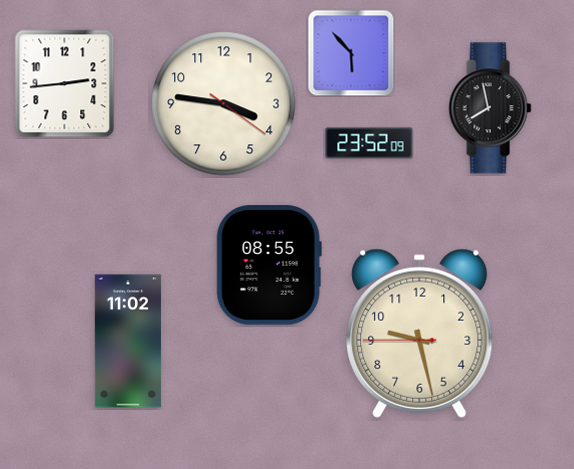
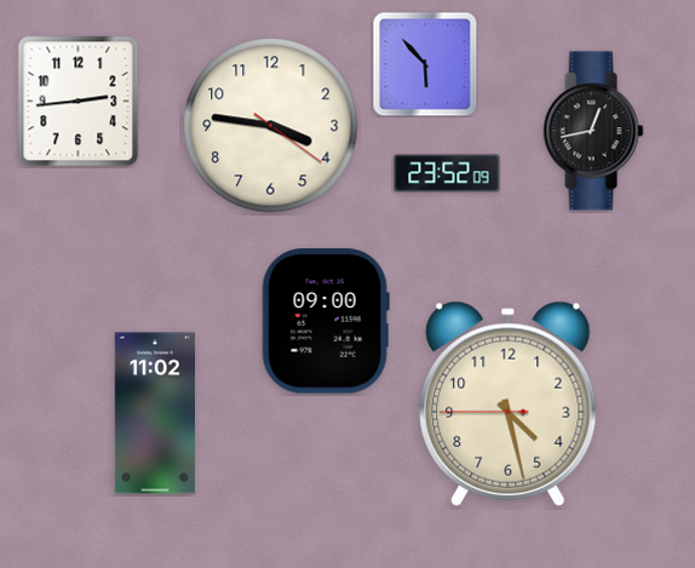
clock at (490, 108): 7:58 -> 12:43
clock at (269, 265): 08:55 -> 09:00
clock at (420, 333): 9:27 -> 4:27
